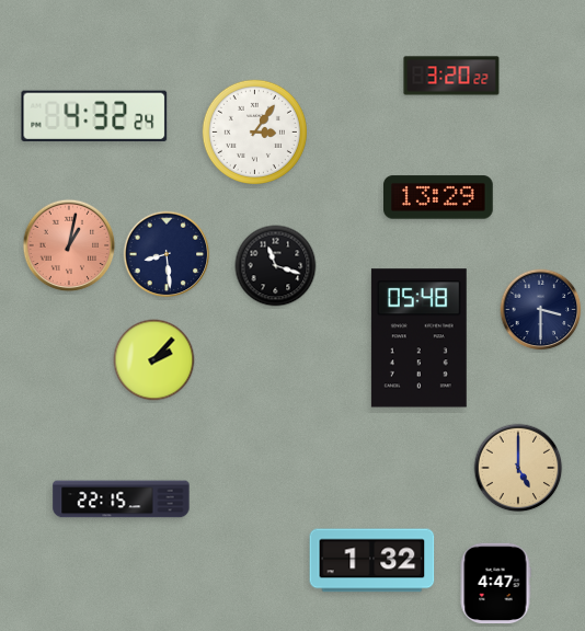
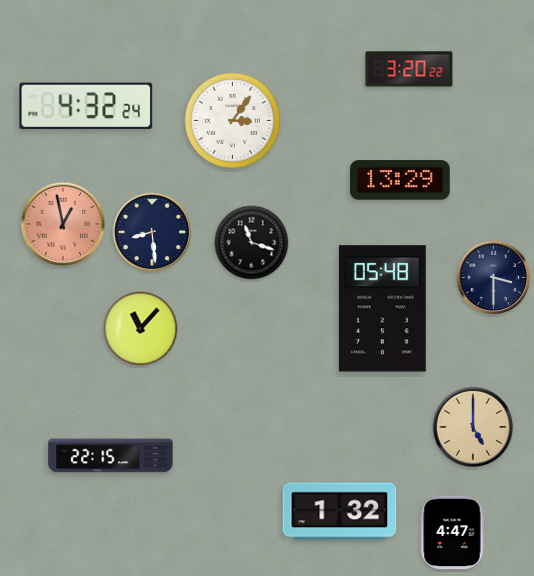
clock at (451, 76) position: (451, 76) -> (409, 69)
clock at (69, 245): 1:02 -> 12:58
clock at (541, 310) position: (541, 310) -> (494, 278)
clock at (154, 360): 2:07 -> 11:07
